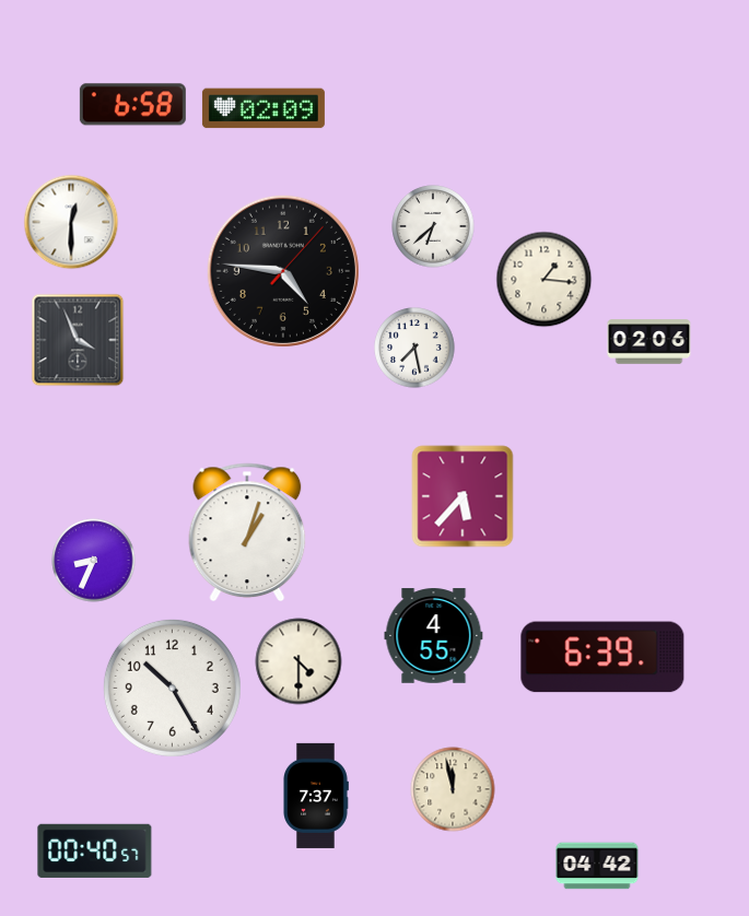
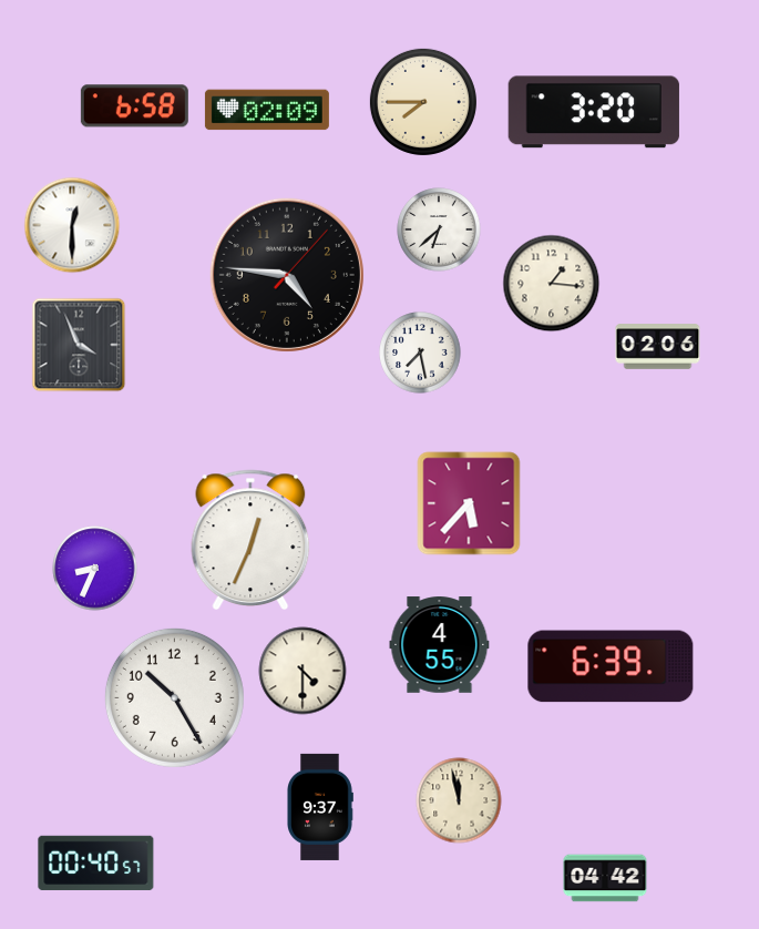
clock at (423, 102): none -> 7:45
clock at (594, 112): none -> 3:20
clock at (247, 531): 1:03 -> 12:34
clock at (316, 796): 7:37 -> 9:37
